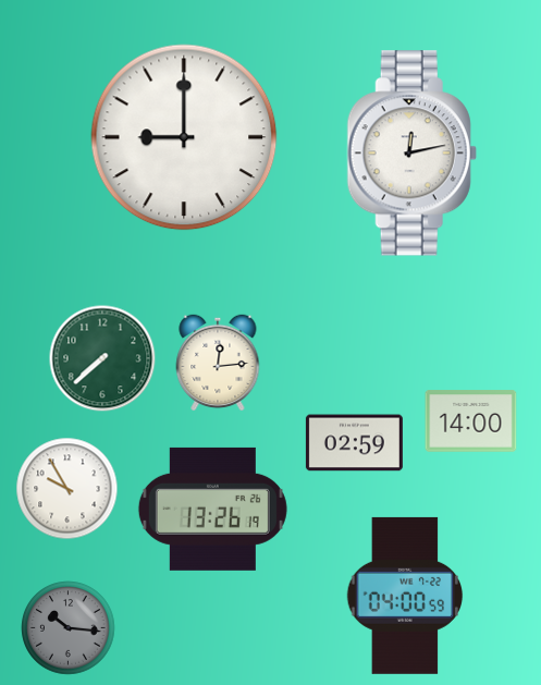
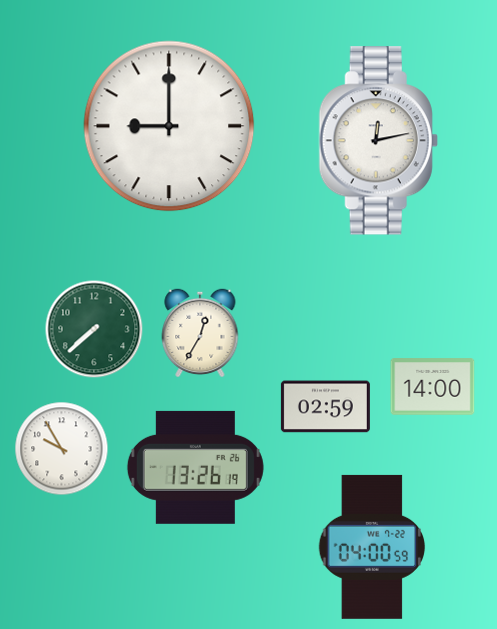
clock at (218, 363): 12:14 -> 12:35
clock at (69, 628): 10:16 -> none
